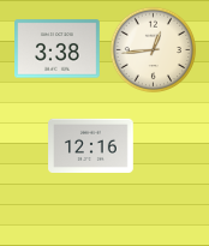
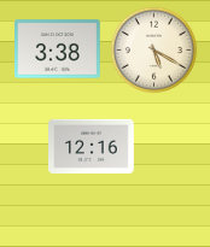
clock at (154, 50): 12:44 -> 5:20
